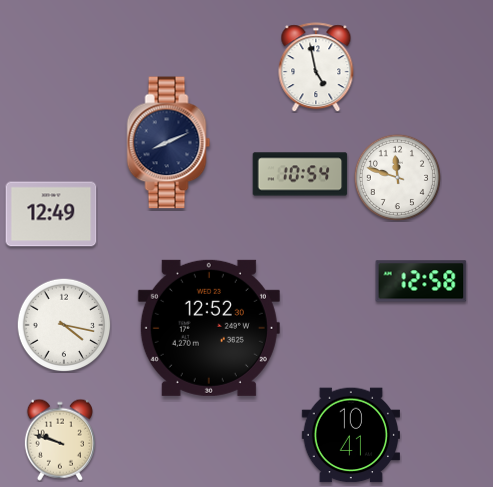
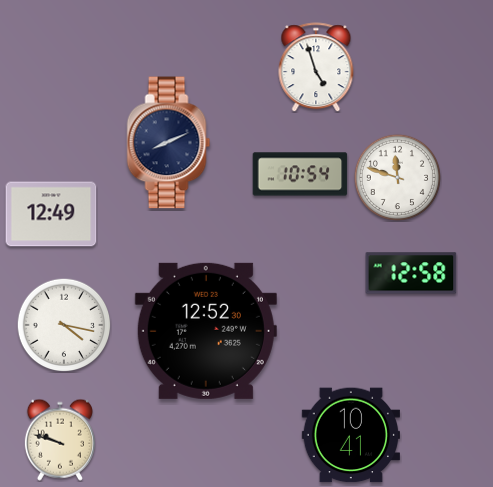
clock at (316, 67): 4:58 -> 4:57
clock at (421, 281) position: (421, 281) -> (411, 273)
clock at (209, 328) position: (209, 328) -> (206, 331)
